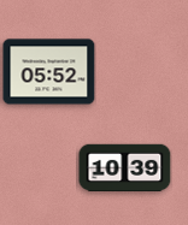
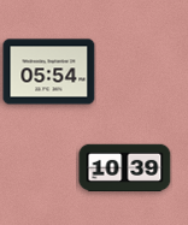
clock at (49, 72): 05:52 -> 05:54
